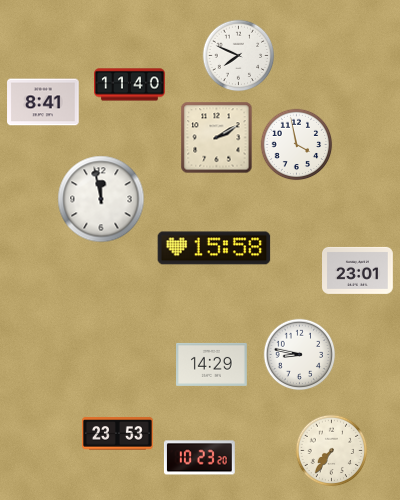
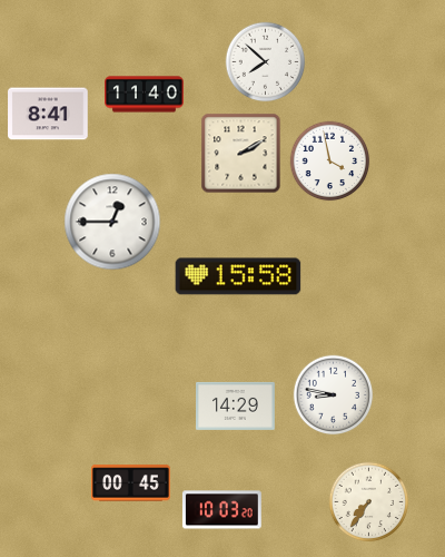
clock at (239, 56): 7:49 -> 7:52
clock at (101, 199): 11:58 -> 12:45
clock at (358, 270): 23:01 -> none
clock at (118, 434): 23:53 -> 00:45
clock at (199, 458): 10:23 -> 10:03
